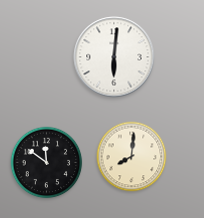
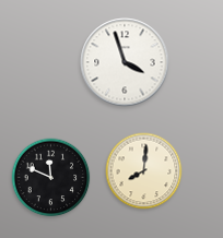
clock at (114, 57): 6:01 -> 3:57
clock at (47, 163): 11:51 -> 11:49
